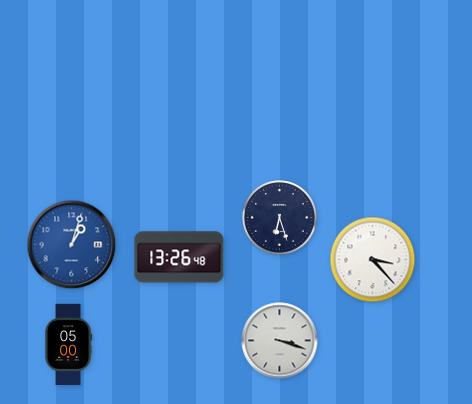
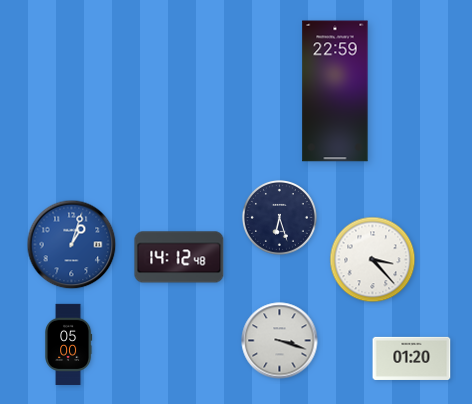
clock at (335, 91): none -> 22:59
clock at (179, 257): 13:26 -> 14:12
clock at (412, 358): none -> 01:20
